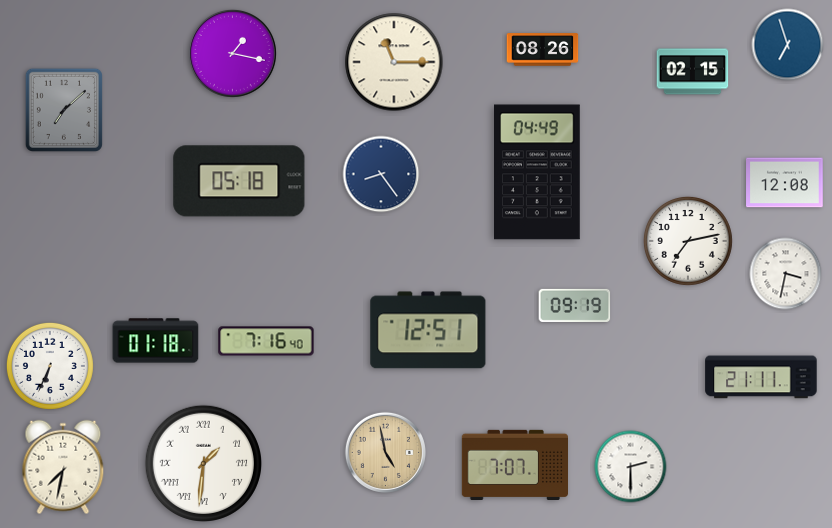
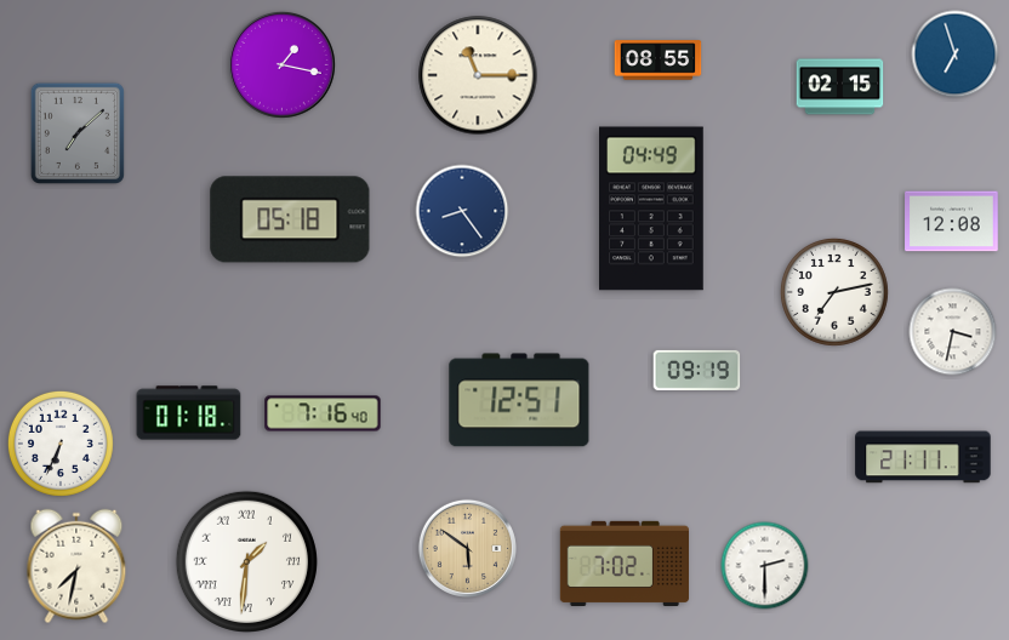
clock at (543, 50): 08:26 -> 08:55
clock at (385, 452): 4:58 -> 5:51
clock at (514, 464): 7:07 -> 7:02
